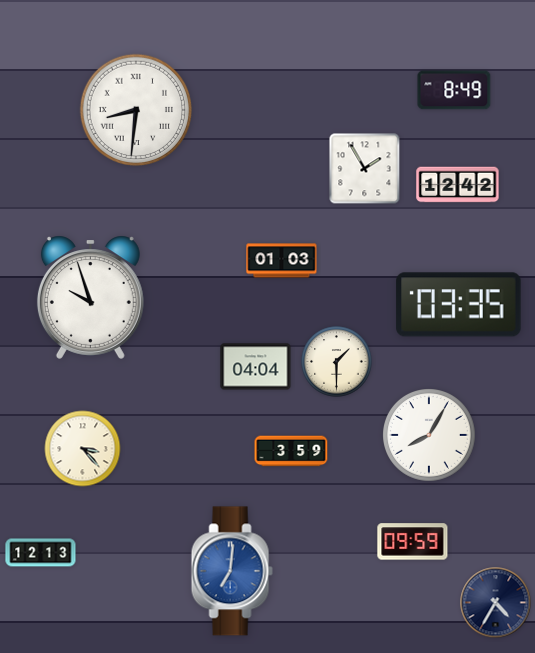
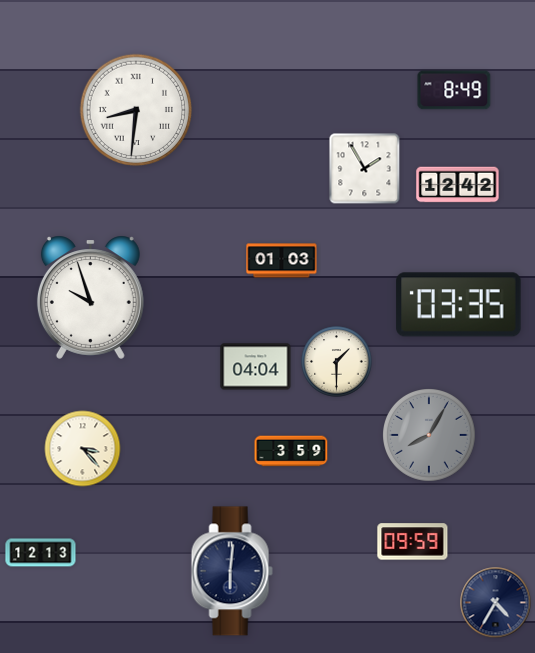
clock at (430, 436) dial: white -> grey
clock at (232, 571): 7:01 -> 6:01
clock at (232, 571) dial: blue -> navy
